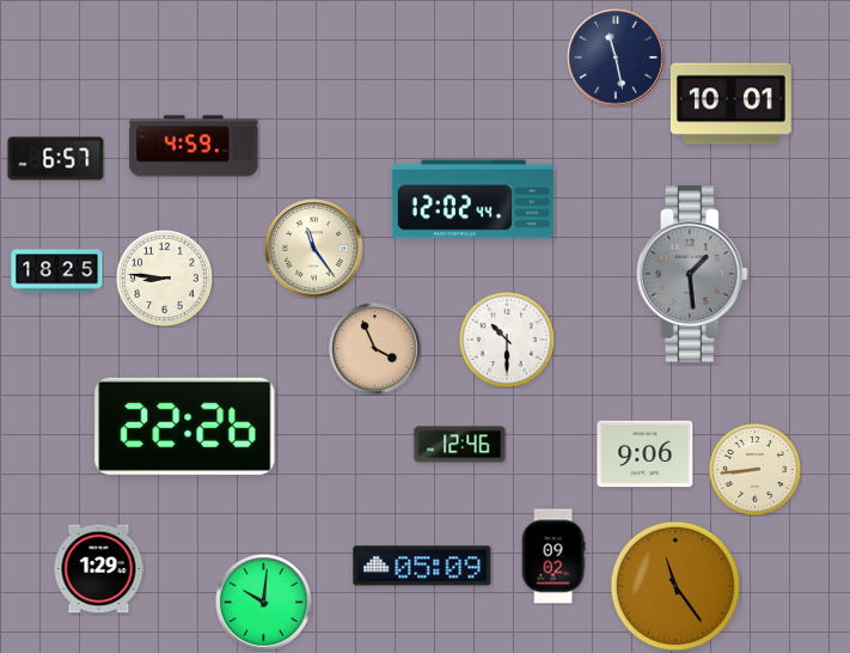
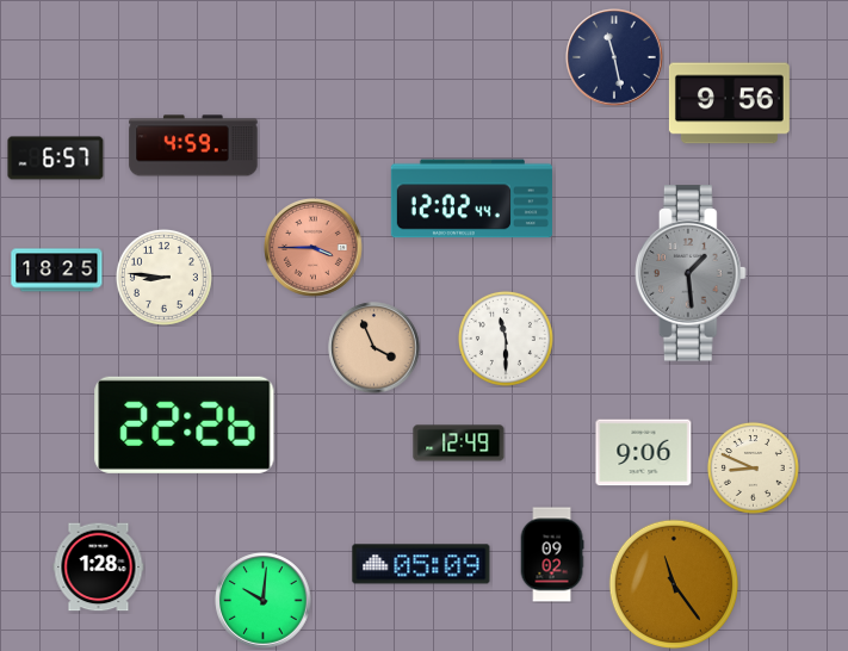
clock at (730, 104): 10:01 -> 9:56
clock at (314, 249): 11:24 -> 3:45
clock at (314, 249) dial: cream -> salmon
clock at (507, 340): 10:30 -> 11:30
clock at (460, 445): 12:46 -> 12:49
clock at (756, 470): 8:44 -> 8:49
clock at (99, 569): 1:29 -> 1:28
